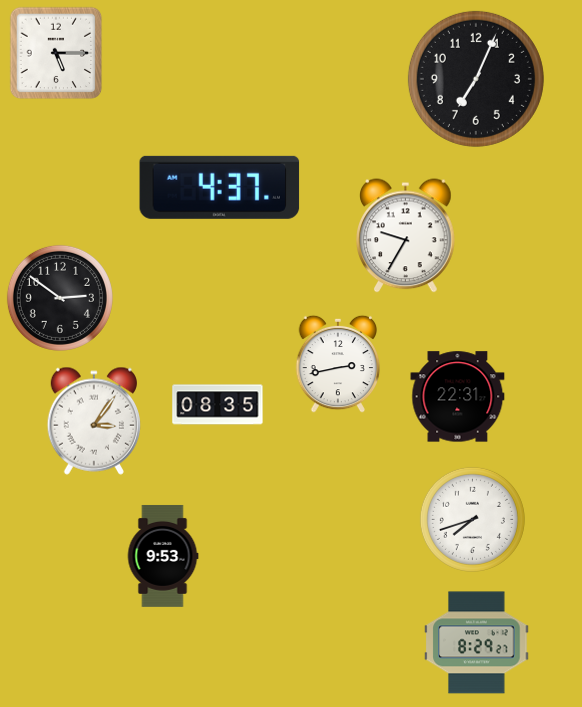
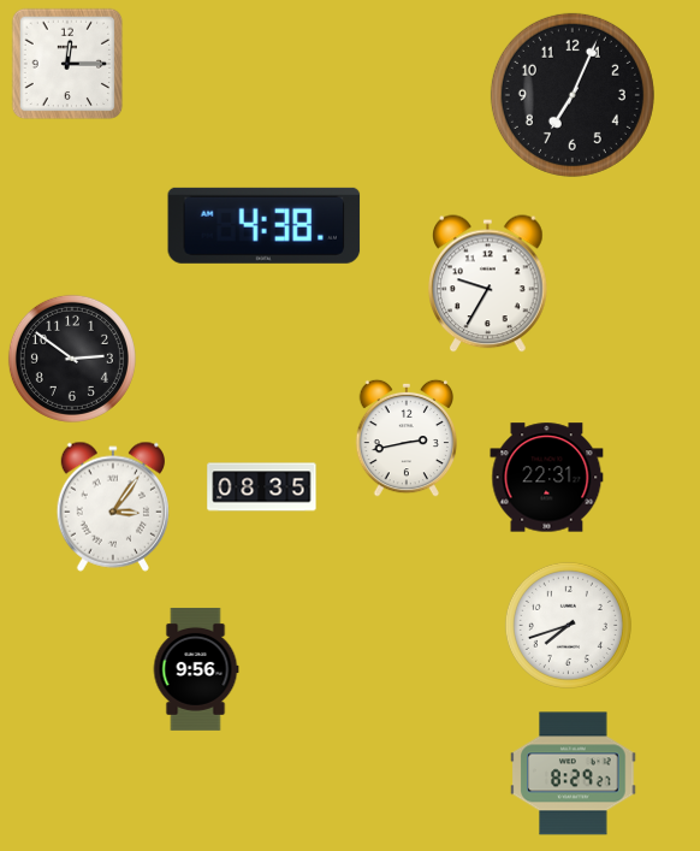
clock at (56, 53): 5:15 -> 12:15
clock at (220, 187): 4:37 -> 4:38
clock at (458, 397) position: (458, 397) -> (547, 478)
clock at (163, 556): 9:53 -> 9:56
